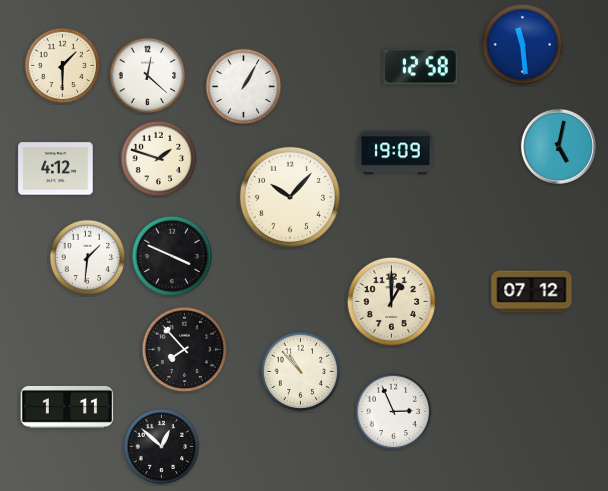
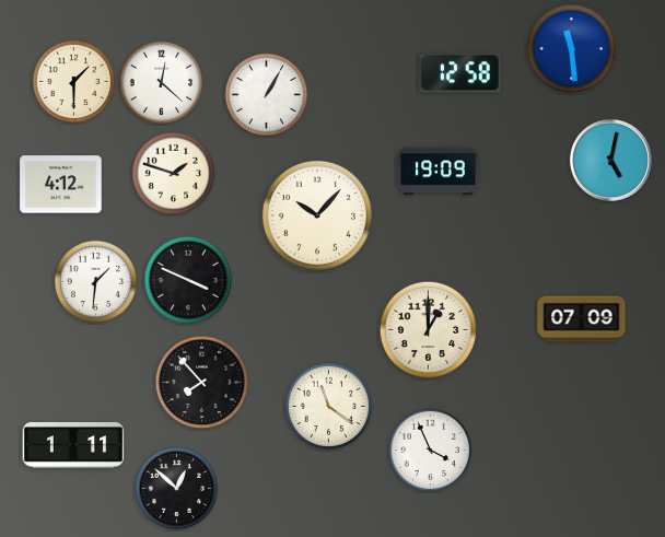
clock at (63, 66) position: (63, 66) -> (74, 82)
clock at (396, 153) position: (396, 153) -> (439, 172)
clock at (532, 292): 07:12 -> 07:09
clock at (301, 372): 10:53 -> 11:21
clock at (394, 412): 2:56 -> 3:56
